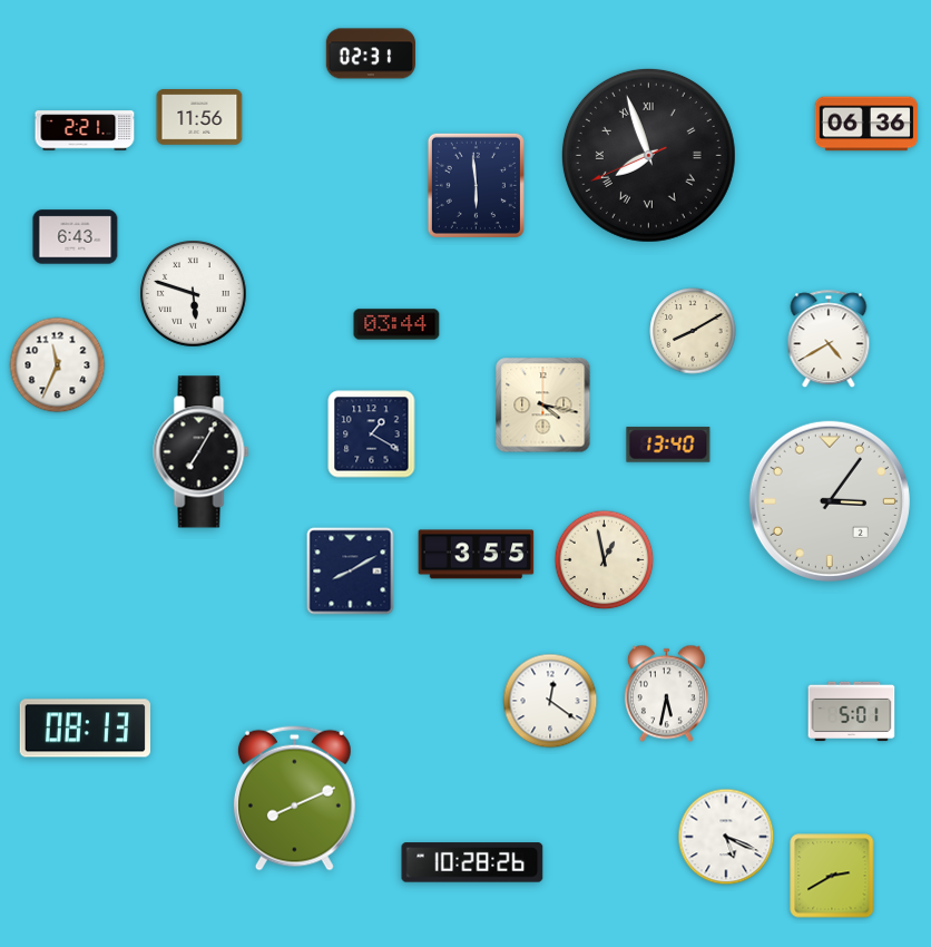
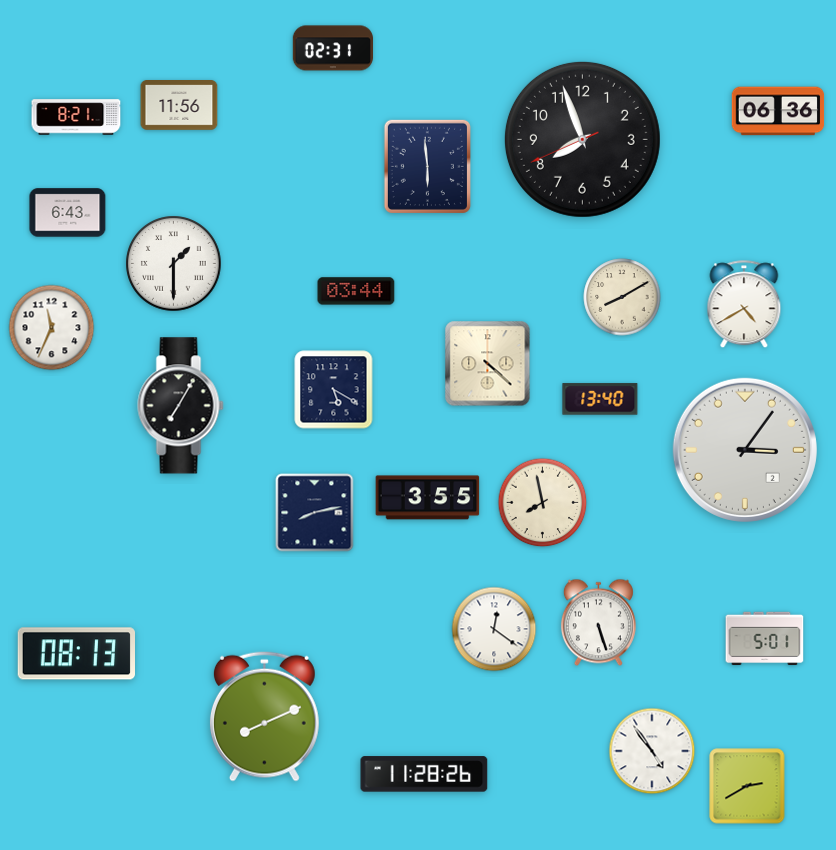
clock at (85, 130): 2:21 -> 8:21
clock at (648, 155) numerals: Roman -> Arabic
clock at (194, 294): 5:48 -> 1:30
clock at (543, 406): 4:17 -> 4:22
clock at (372, 435): 1:20 -> 5:20
clock at (605, 560): 12:58 -> 7:58
clock at (351, 572): 8:10 -> 8:13
clock at (666, 694): 5:32 -> 5:27
clock at (726, 837): 5:19 -> 4:54
clock at (472, 862): 10:28 -> 11:28
